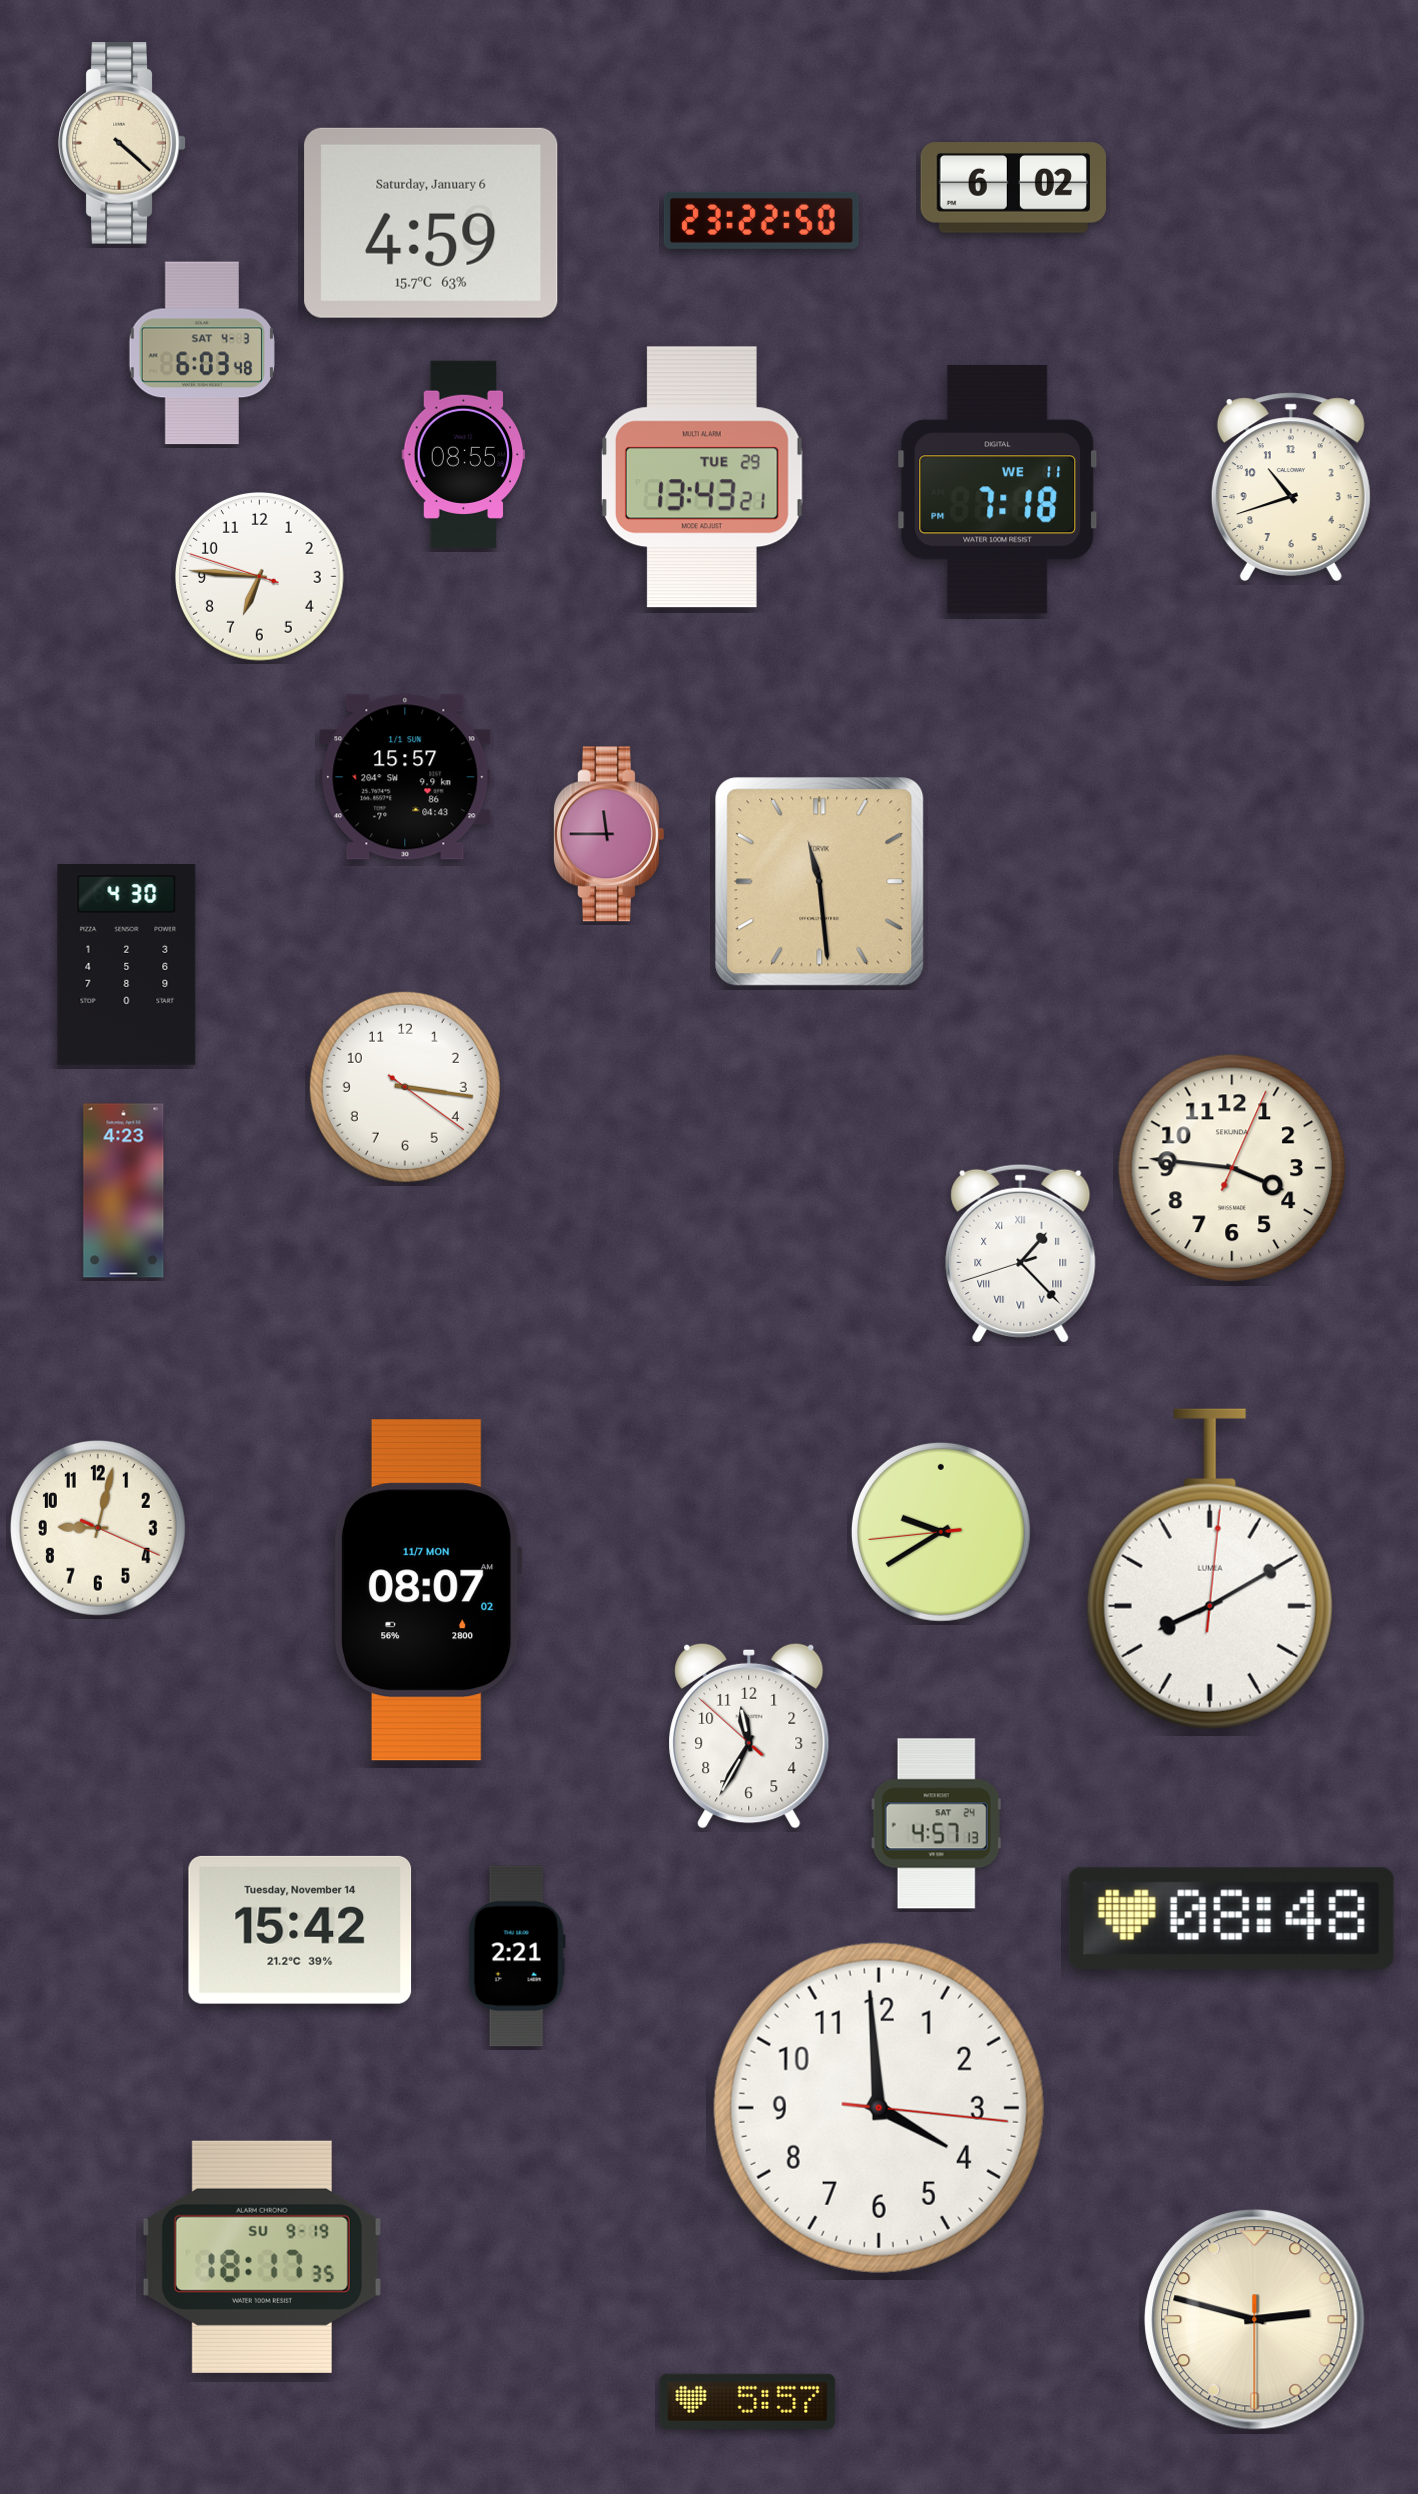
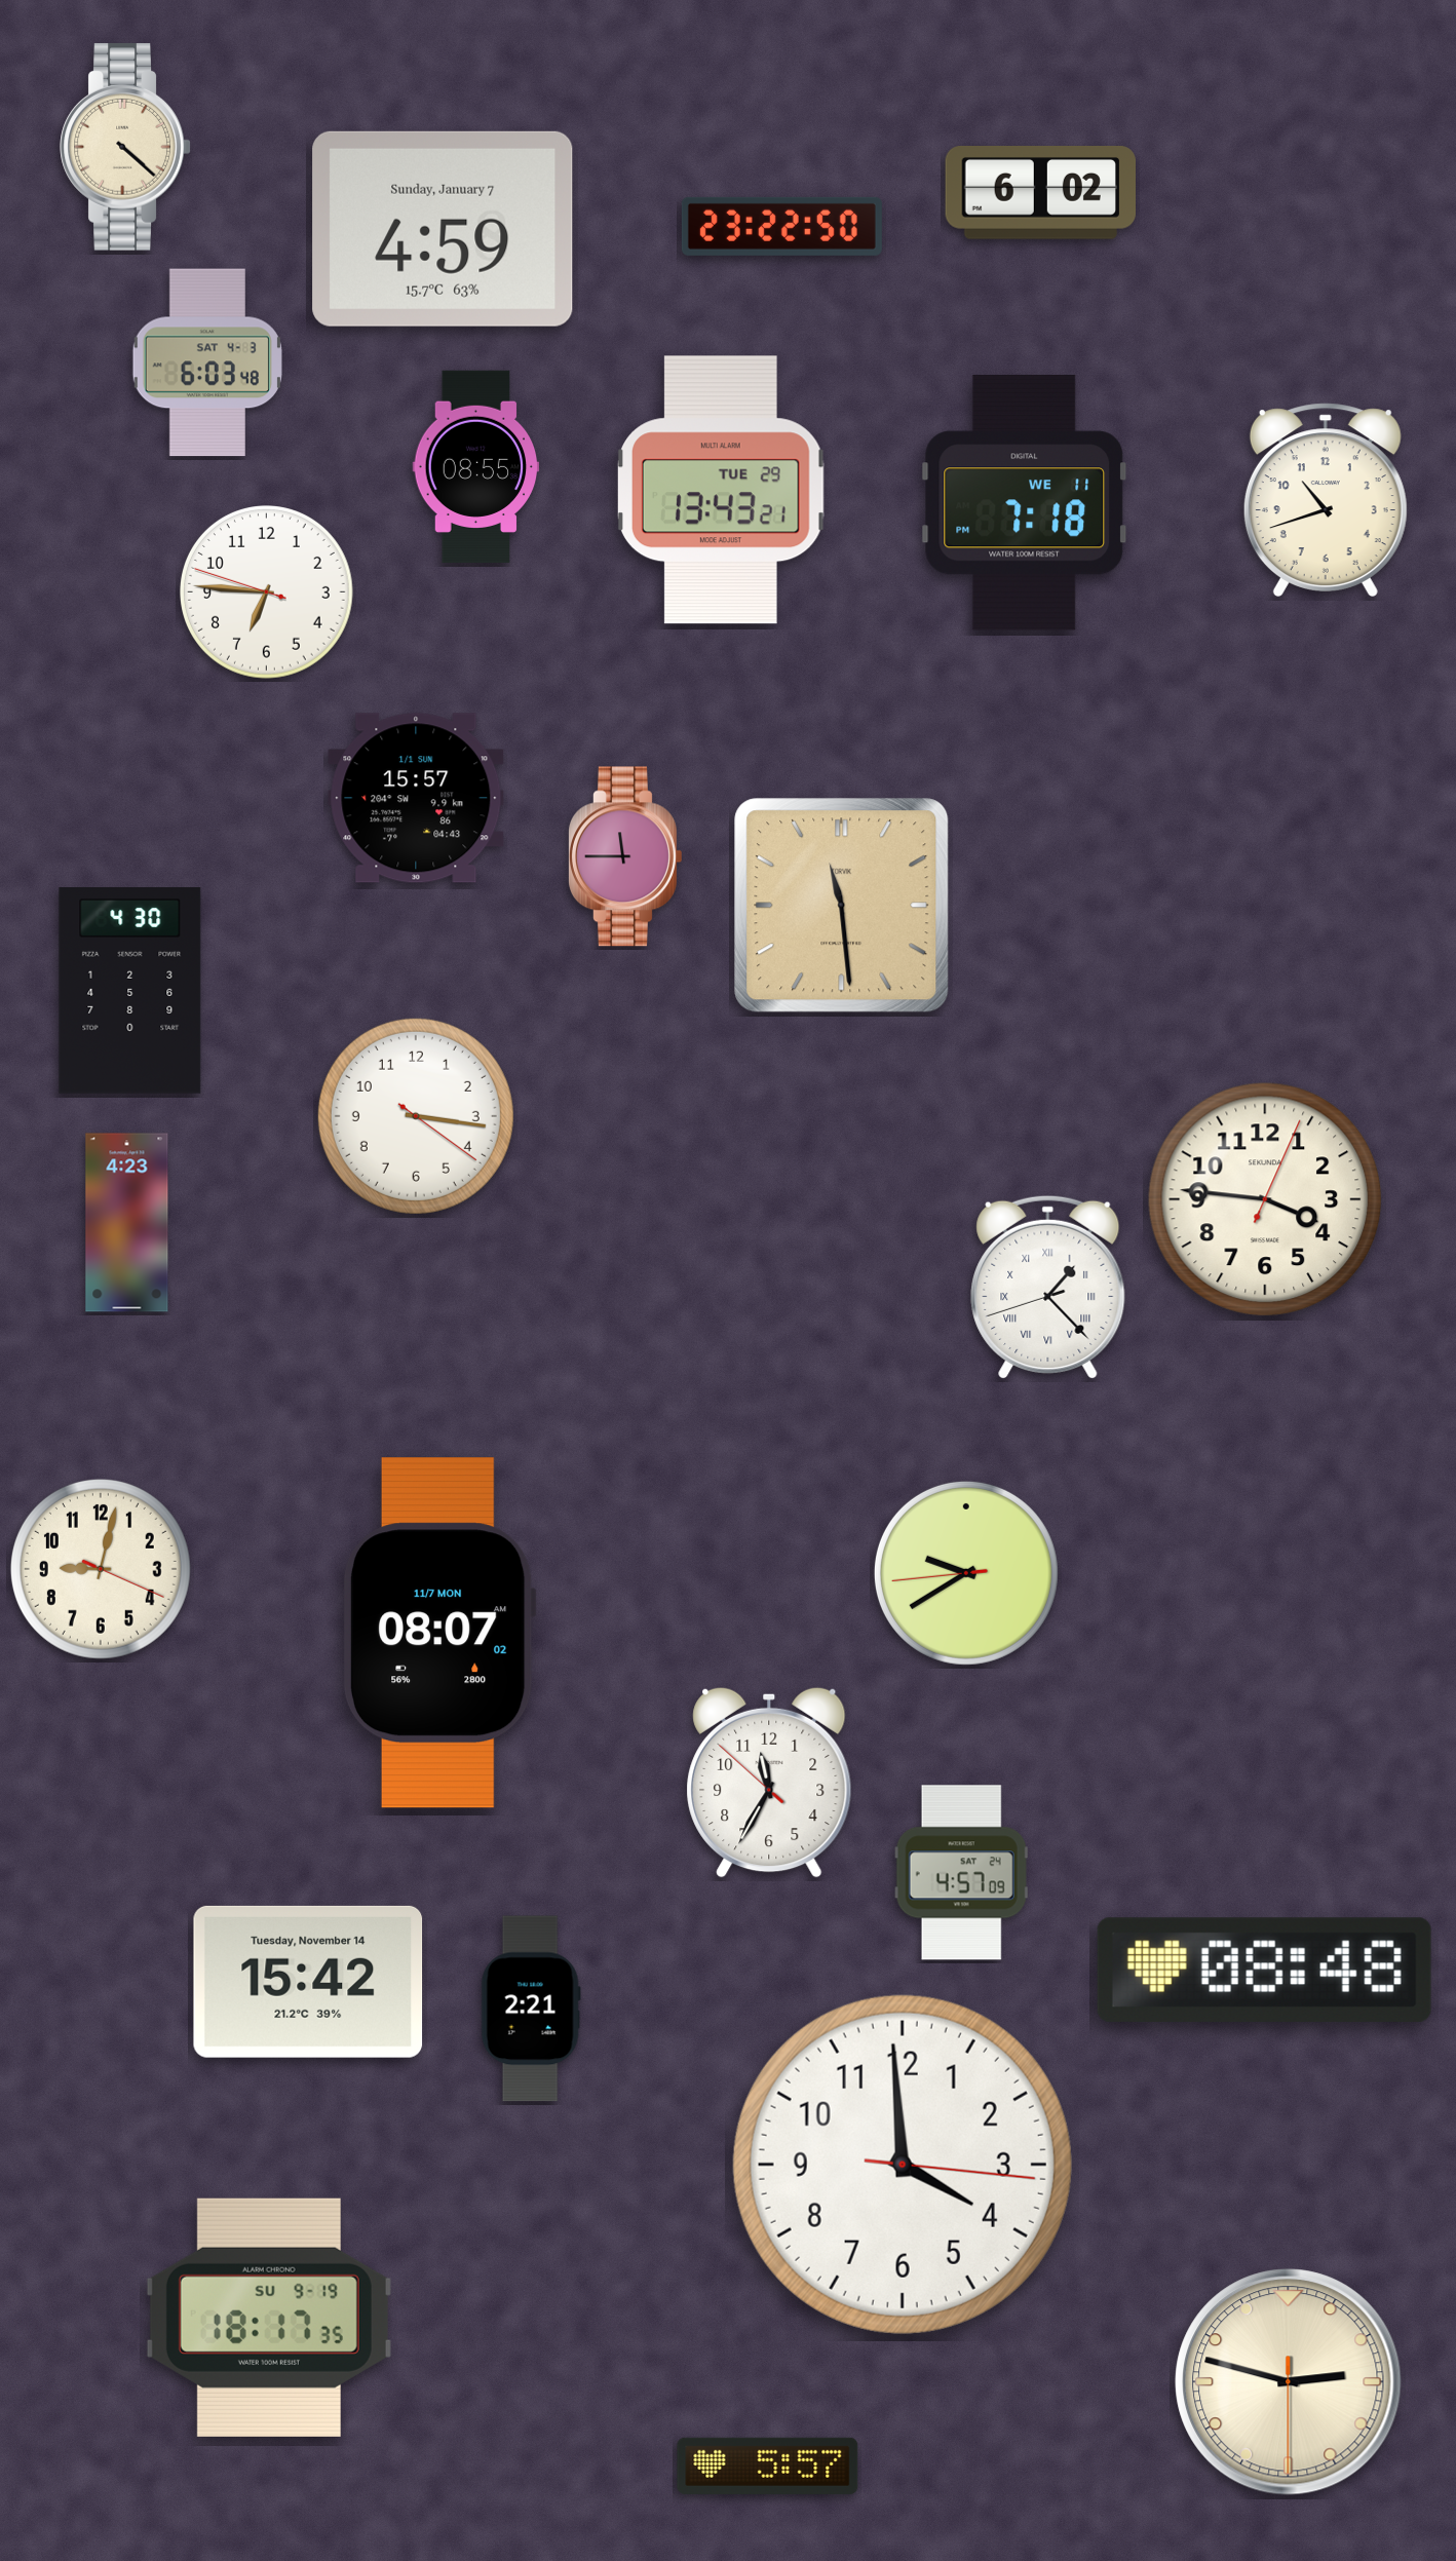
clock at (431, 223) date: Saturday, January 6 -> Sunday, January 7
clock at (1210, 1569): 8:10 -> none
clock at (936, 1824): 4:57:13 -> 4:57:09
